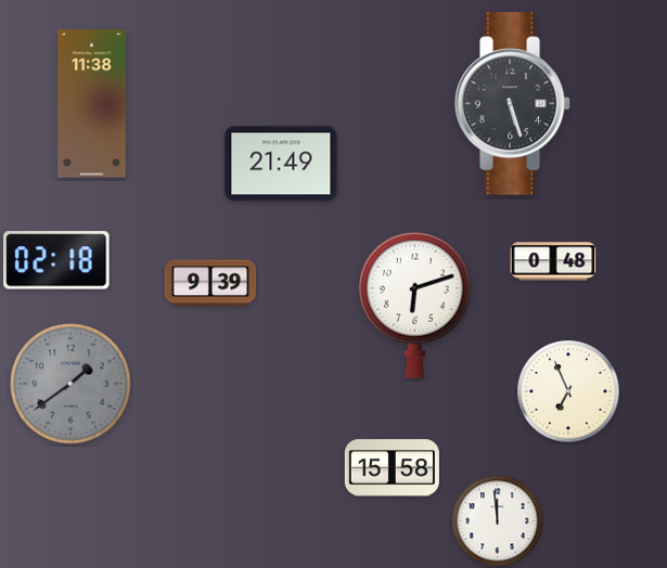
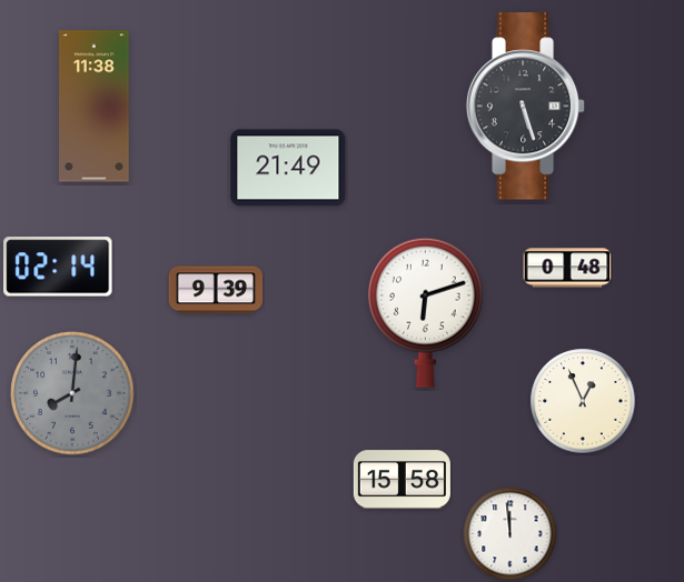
clock at (56, 260): 02:18 -> 02:14
clock at (70, 384): 1:39 -> 8:01
clock at (568, 391): 6:56 -> 12:56
